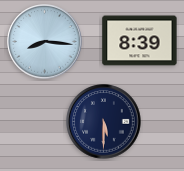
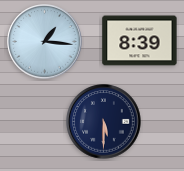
clock at (45, 42): 8:16 -> 1:16
